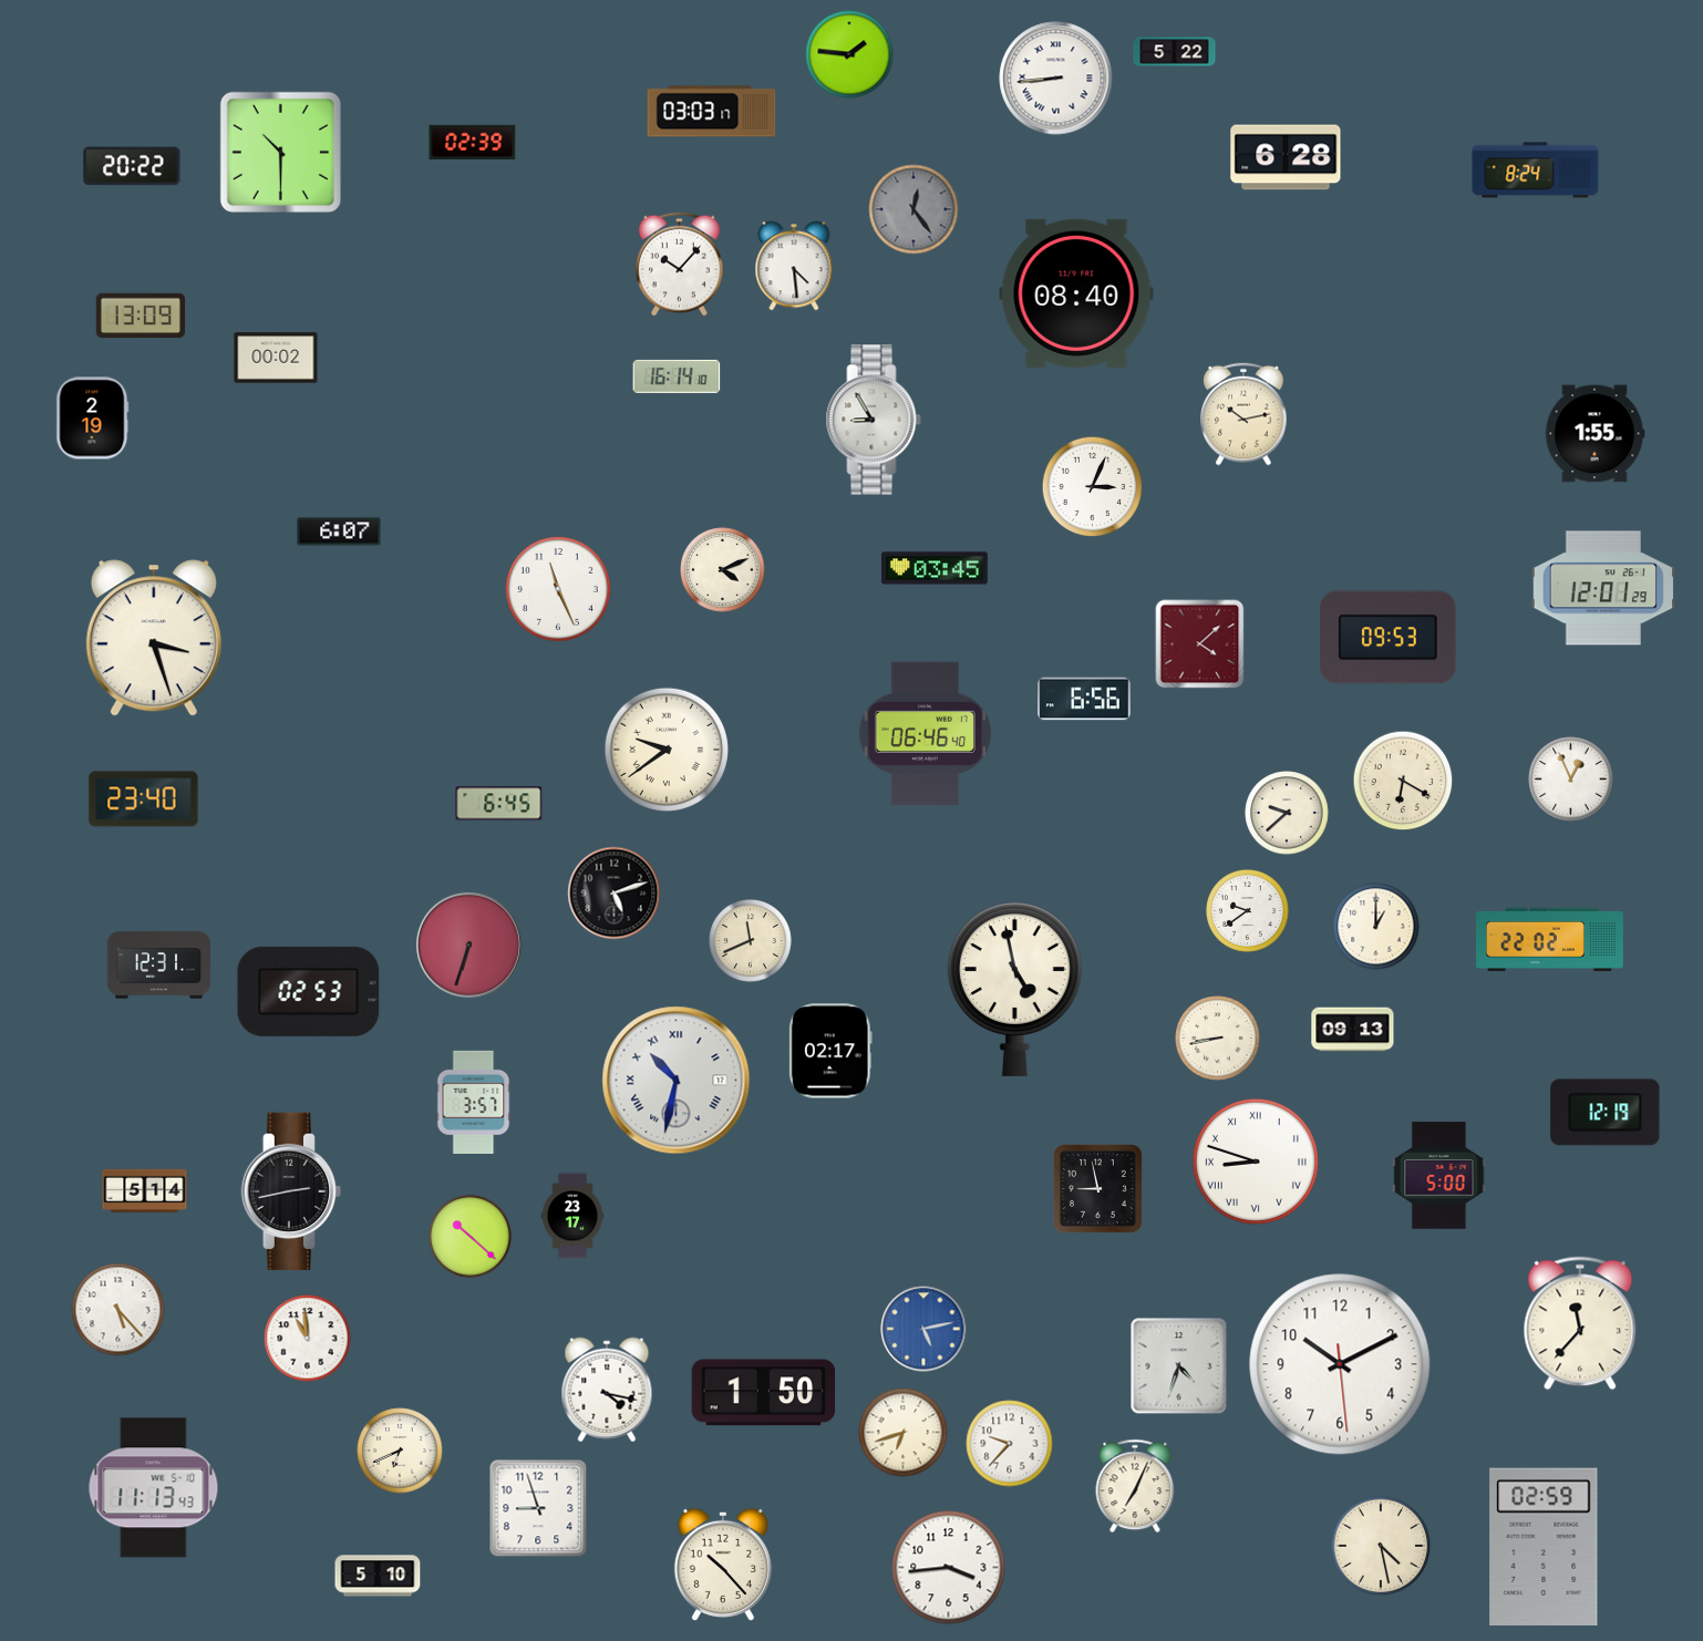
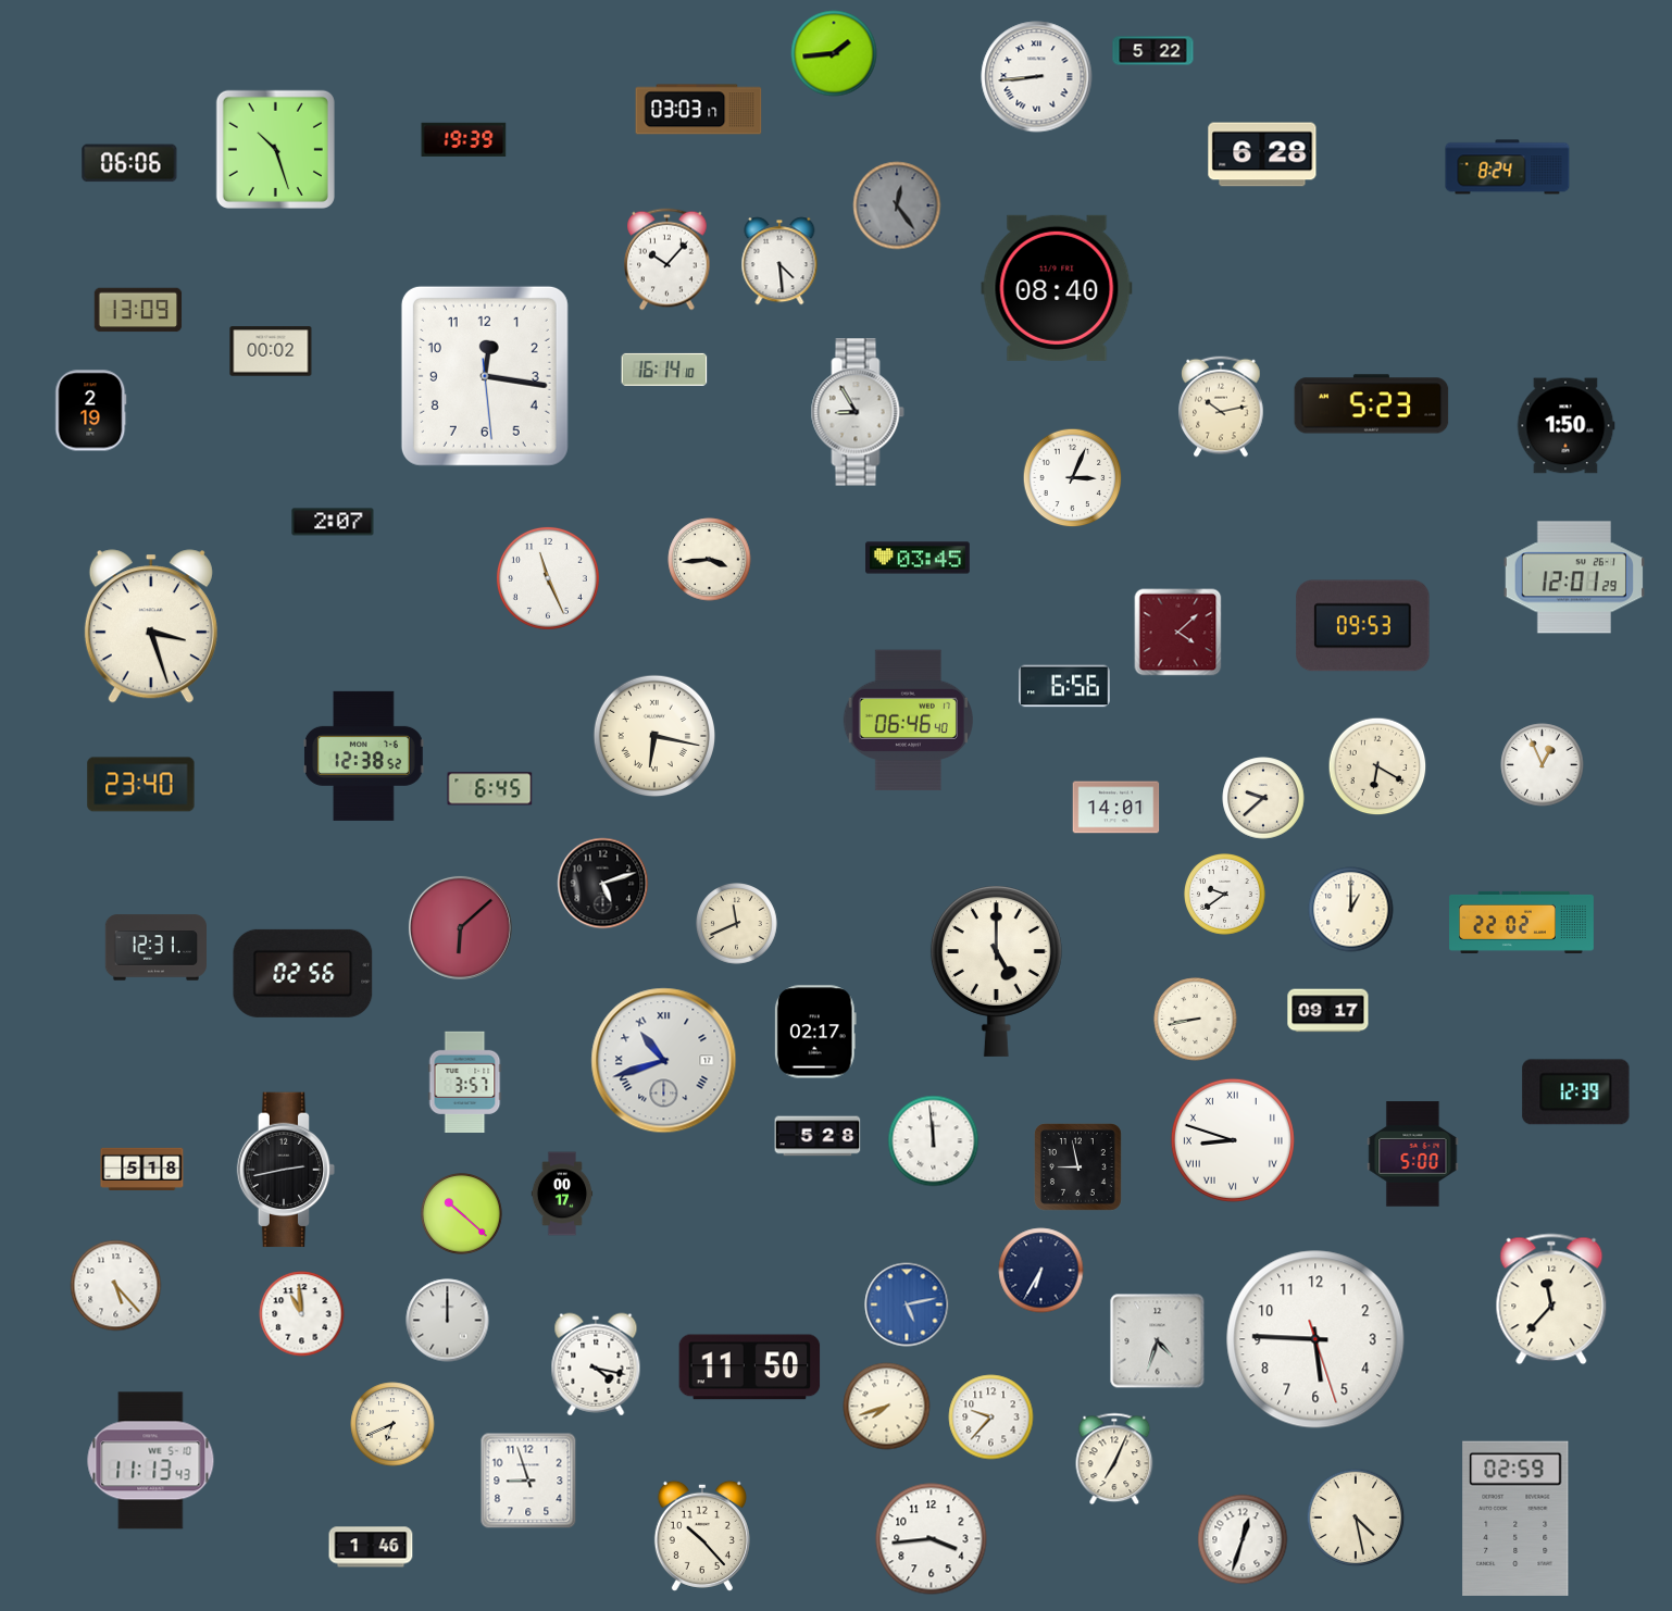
clock at (849, 54): 1:46 -> 1:44
clock at (473, 142): 02:39 -> 19:39
clock at (280, 152): 10:30 -> 10:27
clock at (132, 166): 20:22 -> 06:06
clock at (485, 376): none -> 12:16
clock at (1372, 404): none -> 5:23
clock at (1594, 434): 1:55 -> 1:50
clock at (339, 531): 6:07 -> 2:07
clock at (723, 570): 4:11 -> 3:44
clock at (665, 749): 9:39 -> 6:17
clock at (364, 755): none -> 12:38
clock at (1116, 808): none -> 14:01
clock at (615, 894) position: (615, 894) -> (603, 884)
clock at (468, 945): 6:33 -> 6:08
clock at (1014, 989): 4:58 -> 5:00
clock at (309, 991): 02:53 -> 02:56
clock at (1353, 1030): 09:13 -> 09:17
clock at (677, 1081): 10:32 -> 10:42
clock at (1606, 1113): 12:19 -> 12:39
clock at (818, 1136): none -> 5:28
clock at (934, 1141): none -> 11:59
clock at (145, 1190): 5:14 -> 5:18
clock at (572, 1216): 23:17 -> 00:17
clock at (1041, 1271): none -> 6:35
clock at (448, 1321): none -> 12:00
clock at (1340, 1364): 10:10 -> 5:45
clock at (764, 1393): 1:50 -> 11:50
clock at (904, 1433): 6:42 -> 7:42
clock at (723, 1565) position: (723, 1565) -> (702, 1536)
clock at (1243, 1539): none -> 12:33
clock at (378, 1576): 5:10 -> 1:46
